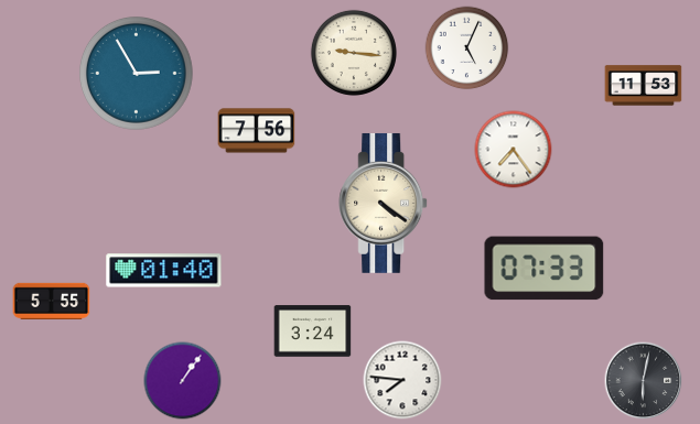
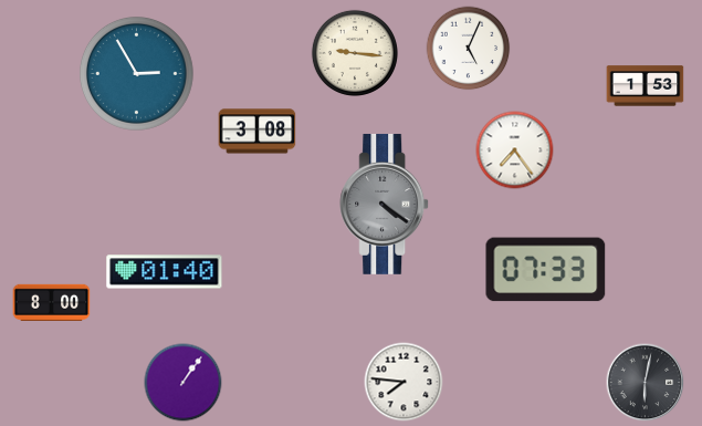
clock at (644, 86): 11:53 -> 1:53
clock at (257, 131): 7:56 -> 3:08
clock at (384, 203) dial: cream -> grey
clock at (52, 301): 5:55 -> 8:00
clock at (313, 331): 3:24 -> none
